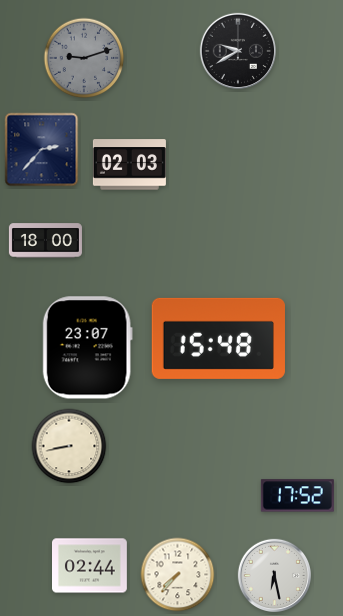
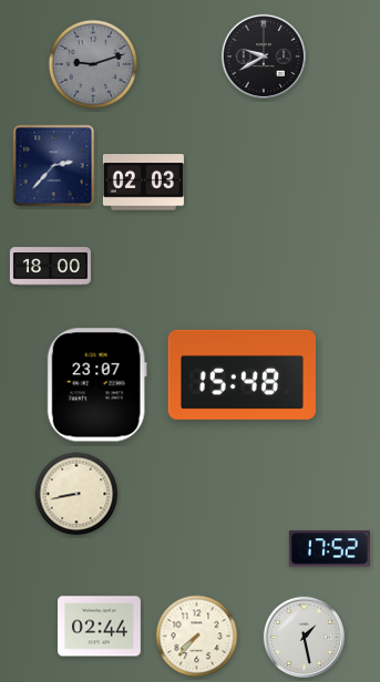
clock at (42, 150) position: (42, 150) -> (54, 166)
clock at (275, 576): 6:28 -> 1:28
